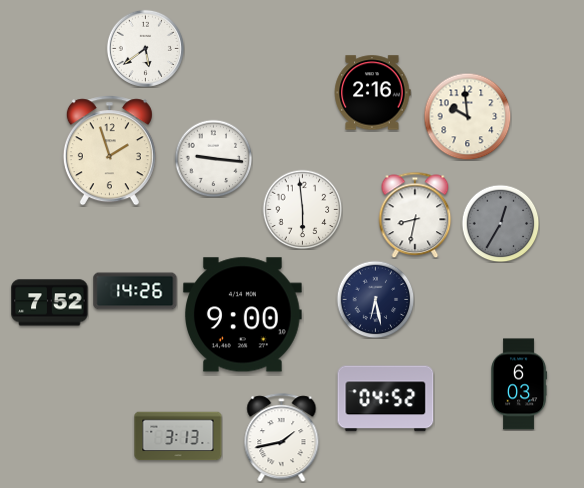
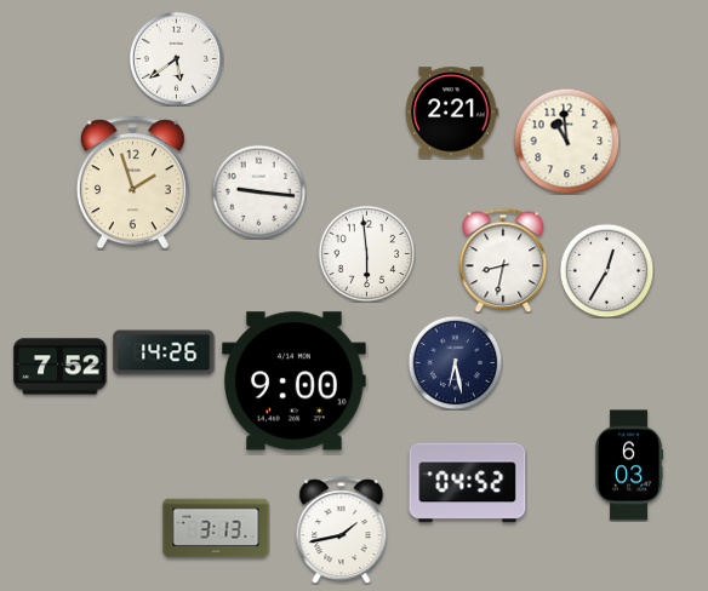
clock at (372, 93): 2:16 -> 2:21
clock at (467, 116): 9:59 -> 10:59
clock at (500, 223) dial: grey -> white
